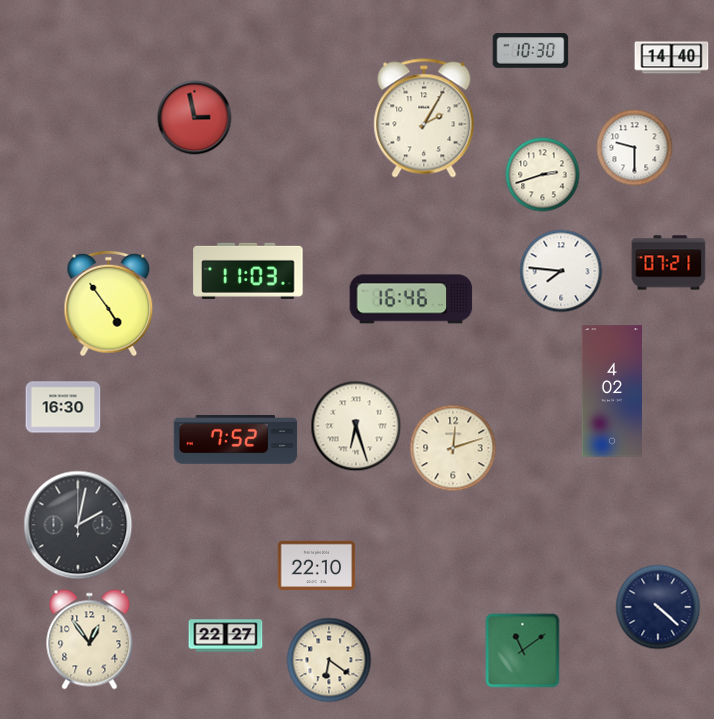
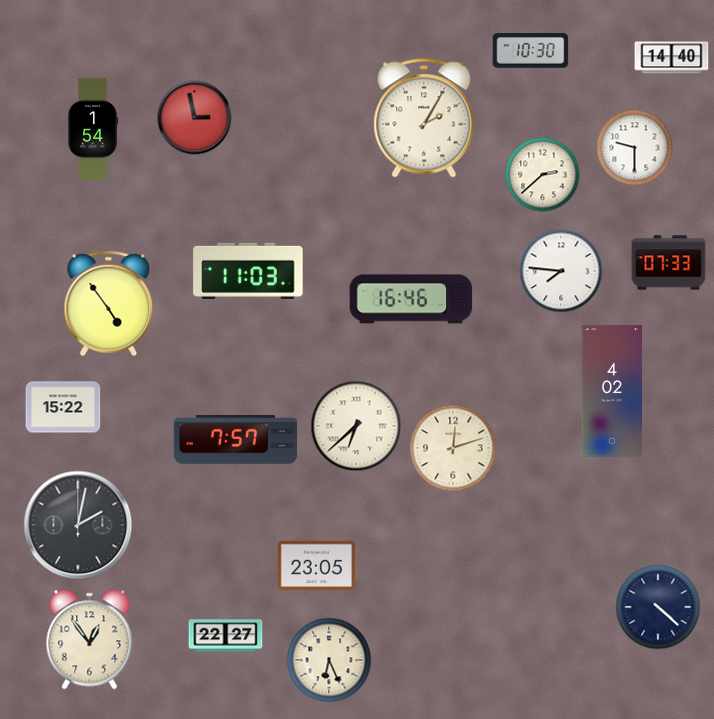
clock at (93, 128): none -> 1:54
clock at (543, 175): 2:42 -> 2:38
clock at (669, 263): 07:21 -> 07:33
clock at (63, 407): 16:30 -> 15:22
clock at (356, 426): 6:27 -> 6:38
clock at (236, 440): 7:52 -> 7:57
clock at (317, 566): 22:10 -> 23:05
clock at (523, 651): 11:09 -> none
clock at (329, 660): 6:21 -> 6:26
